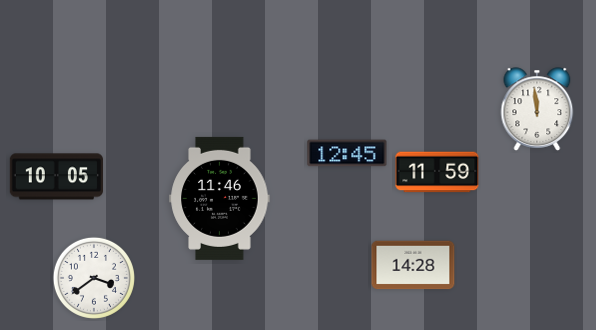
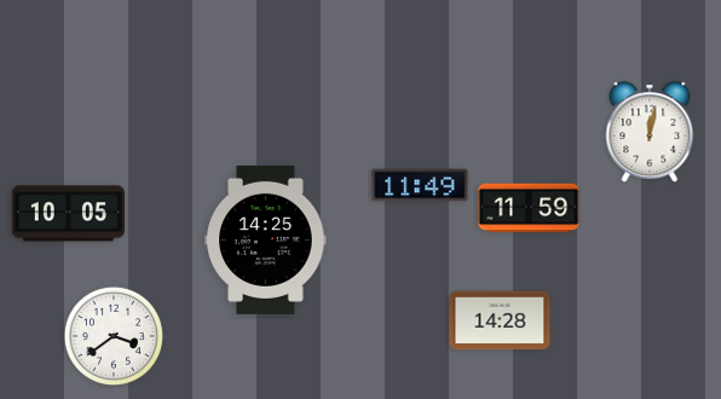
clock at (537, 109): 11:59 -> 12:02
clock at (347, 153): 12:45 -> 11:49
clock at (220, 198): 11:46 -> 14:25
